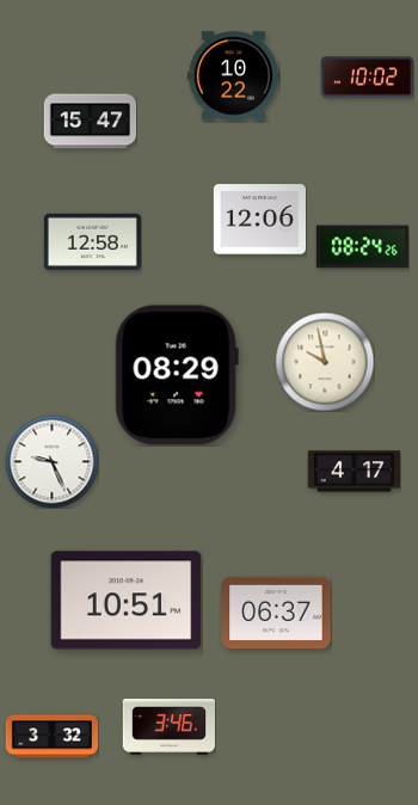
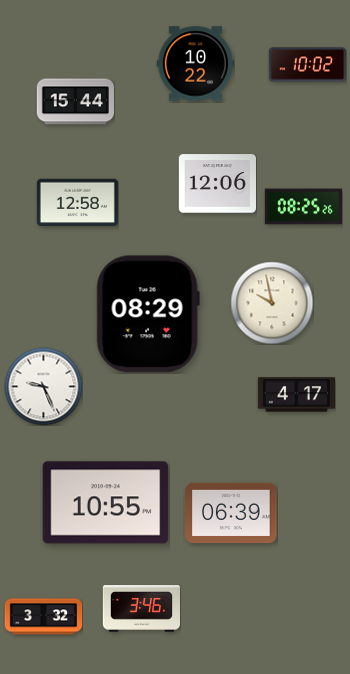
clock at (90, 122): 15:47 -> 15:44
clock at (362, 247): 08:24 -> 08:25
clock at (127, 601): 10:51 -> 10:55
clock at (276, 613): 06:37 -> 06:39
